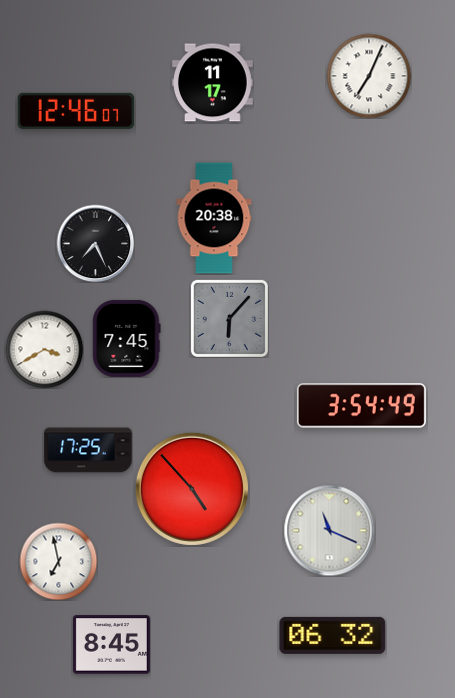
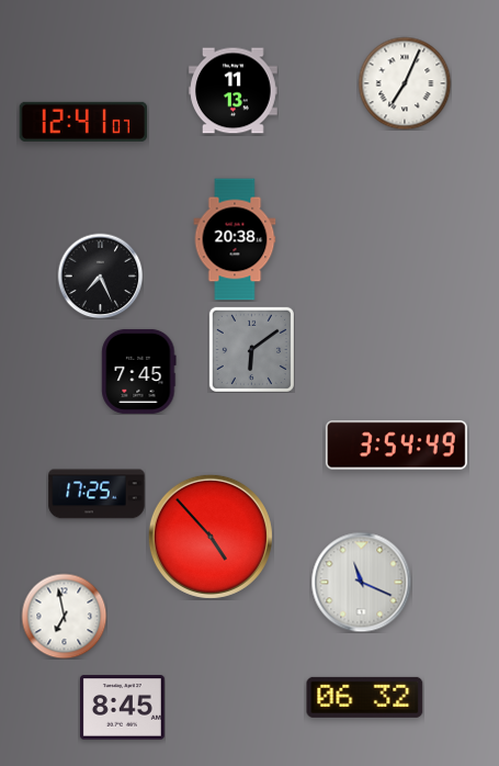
clock at (213, 83): 11:17 -> 11:13
clock at (76, 111): 12:46 -> 12:41
clock at (95, 243) position: (95, 243) -> (100, 275)
clock at (229, 318): 6:07 -> 6:09
clock at (44, 349): 3:40 -> none
